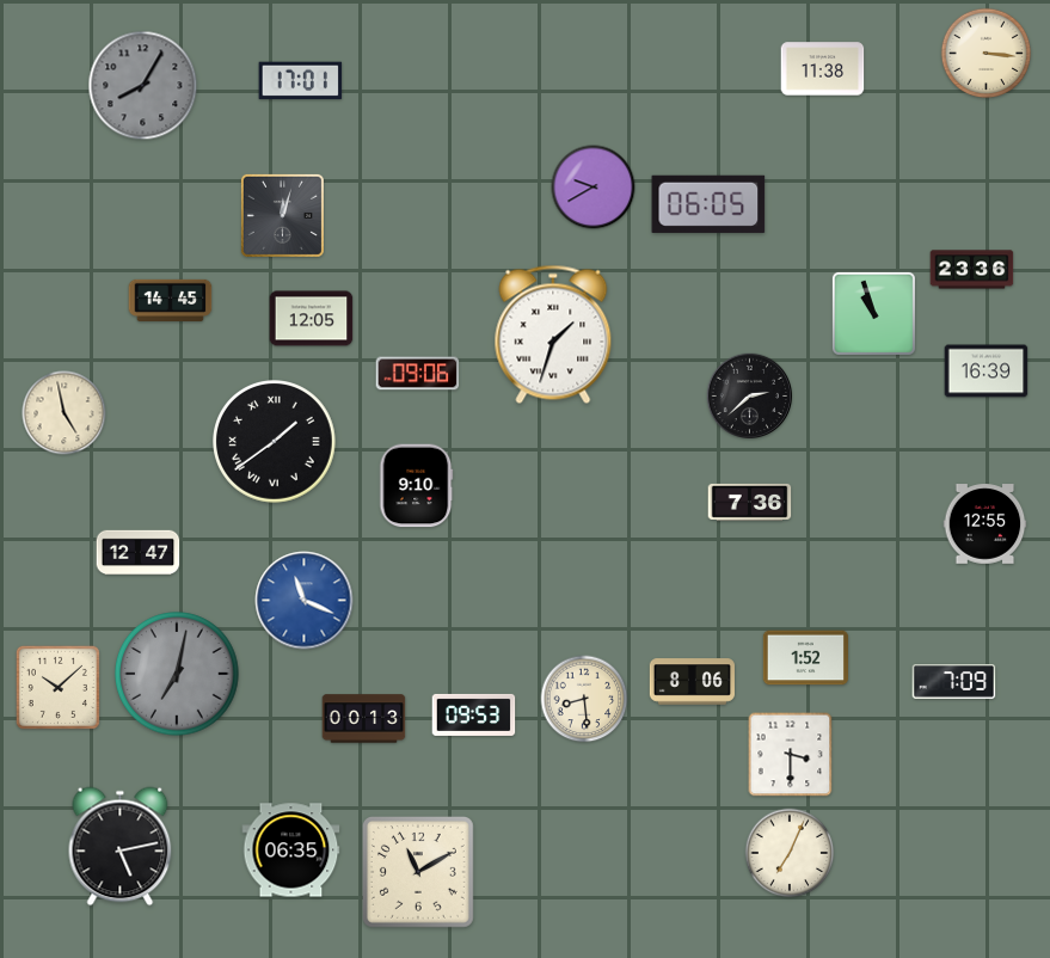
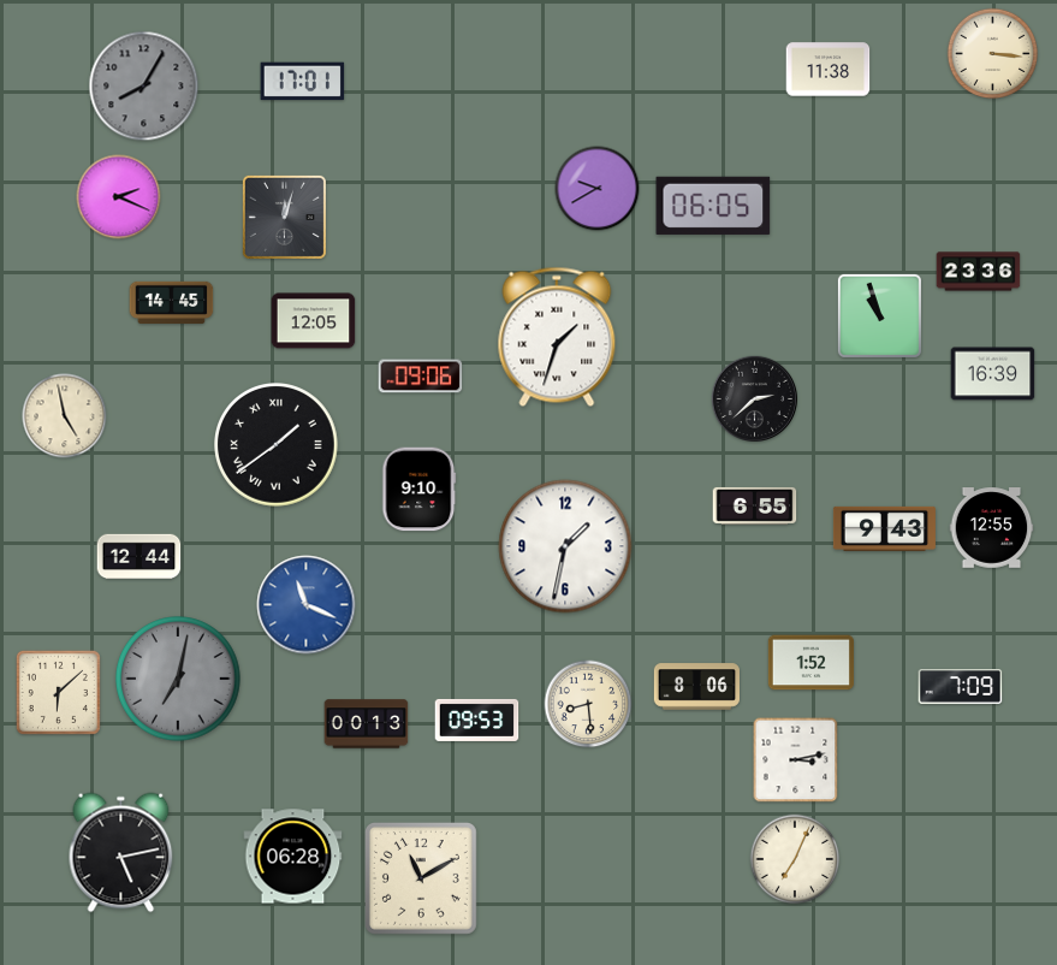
clock at (119, 197): none -> 2:19
clock at (750, 502): 7:36 -> 6:55
clock at (884, 528): none -> 9:43
clock at (565, 546): none -> 1:32
clock at (139, 553): 12:47 -> 12:44
clock at (57, 687): 10:08 -> 6:08
clock at (791, 755): 3:30 -> 3:13
clock at (291, 850): 06:35 -> 06:28
